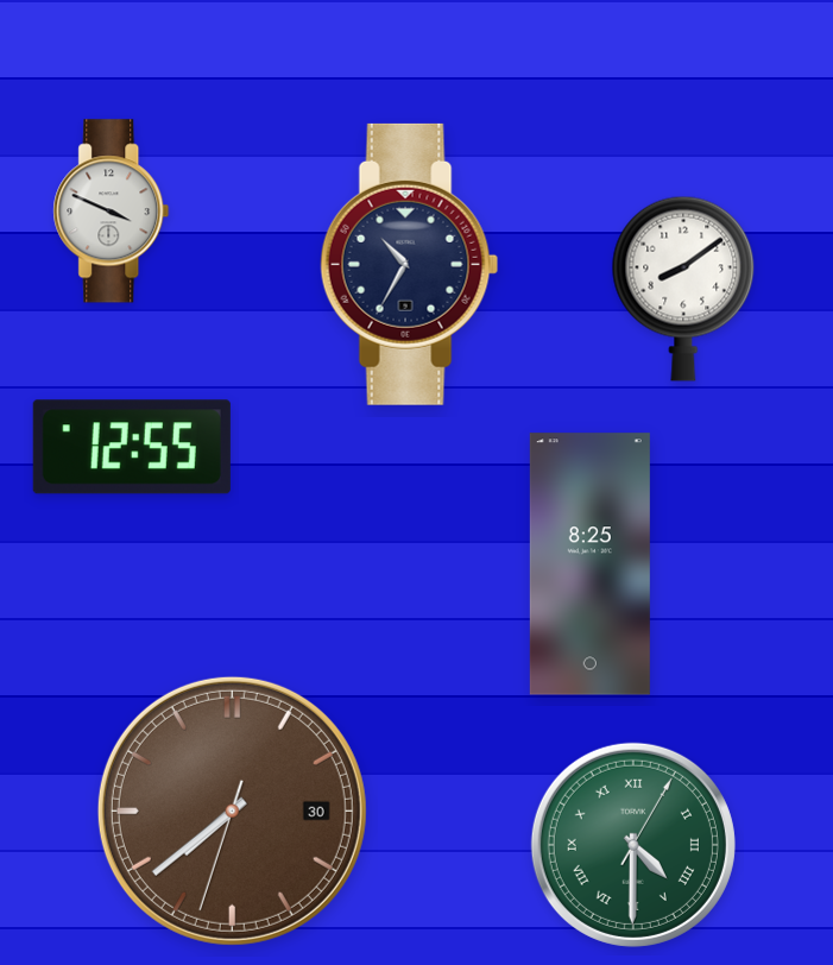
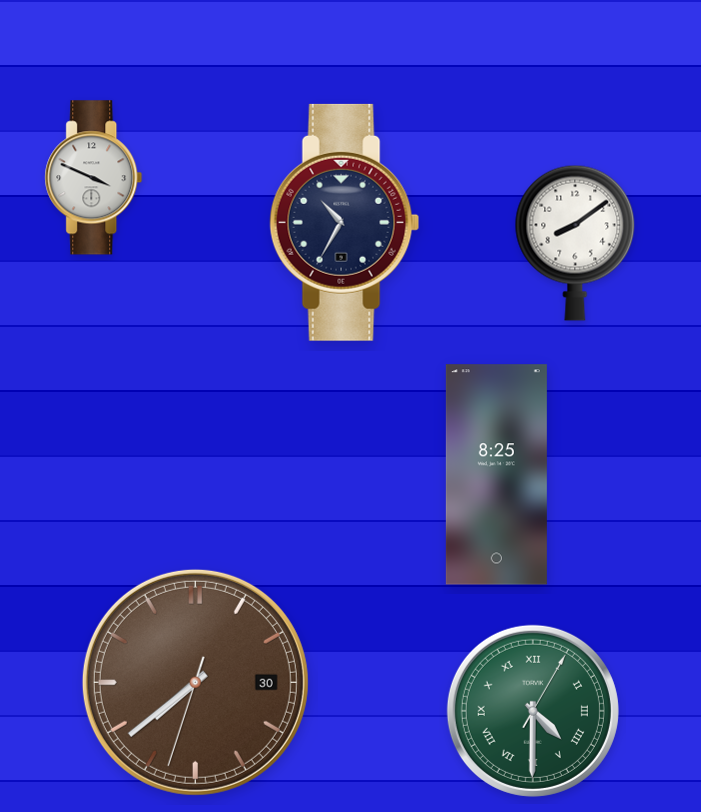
clock at (132, 447): 12:55 -> none
